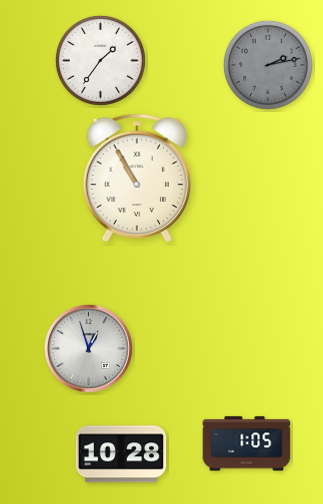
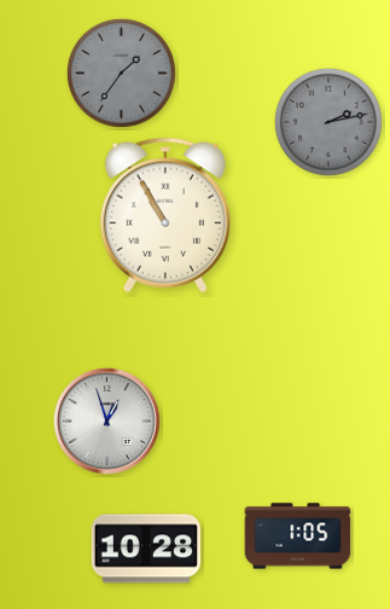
clock at (100, 60) dial: white -> grey
clock at (268, 65) position: (268, 65) -> (328, 122)
